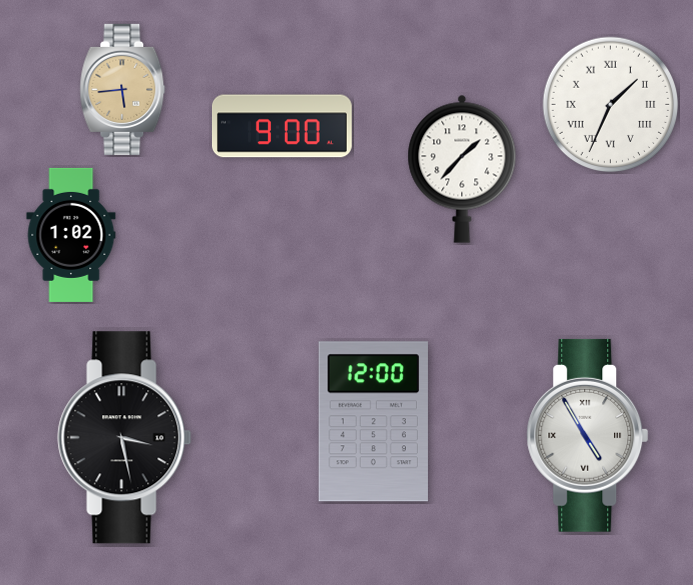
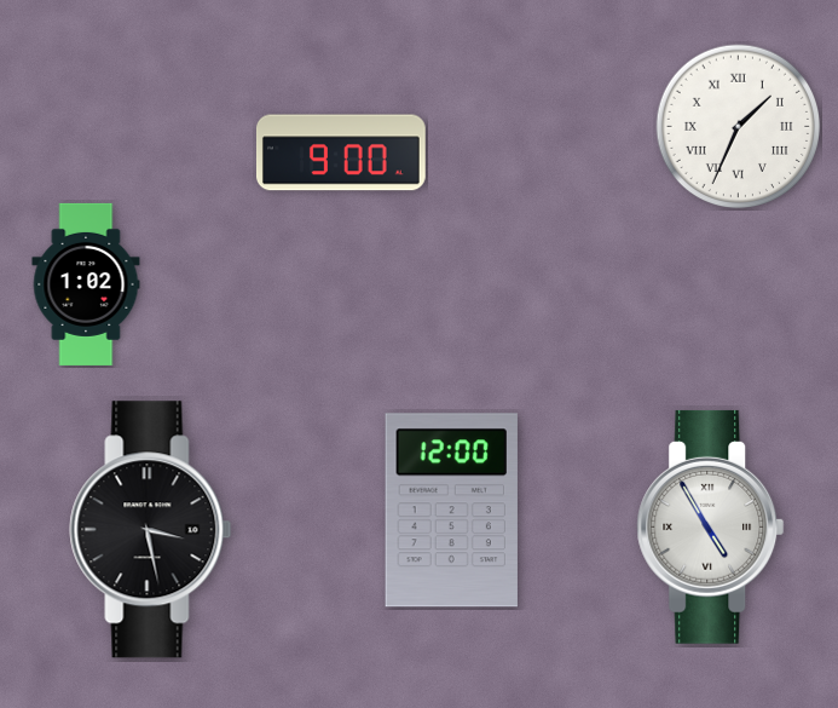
clock at (123, 89): 5:44 -> none
clock at (462, 169): 1:37 -> none
